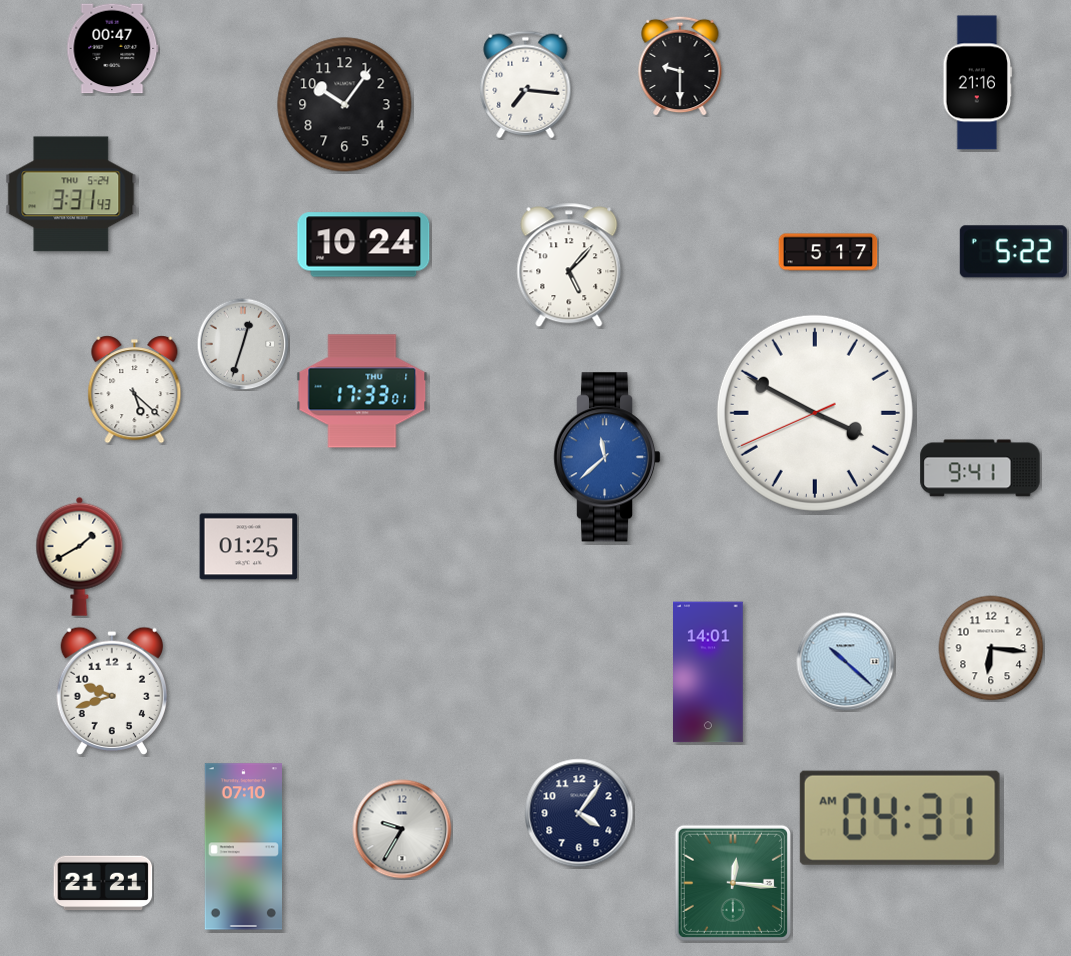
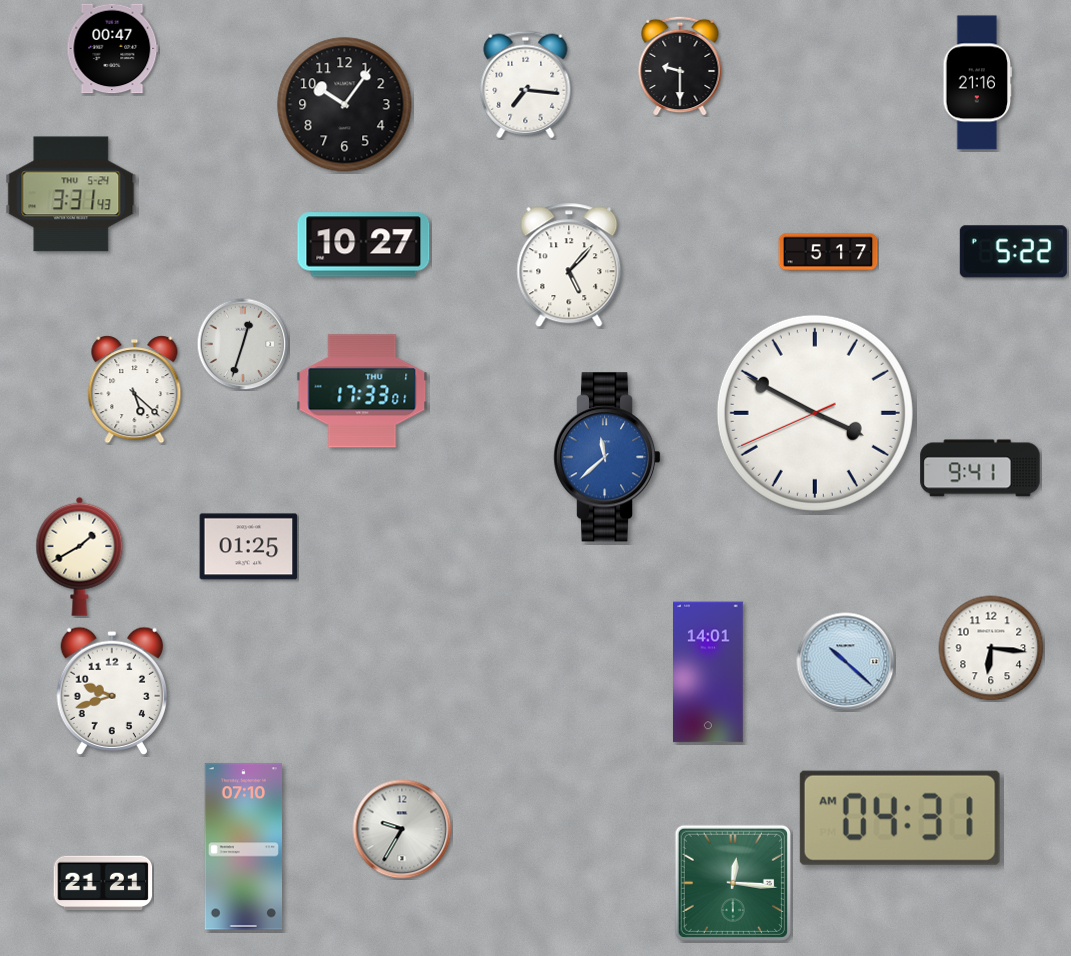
clock at (364, 245): 10:24 -> 10:27
clock at (579, 813): 4:06 -> none
